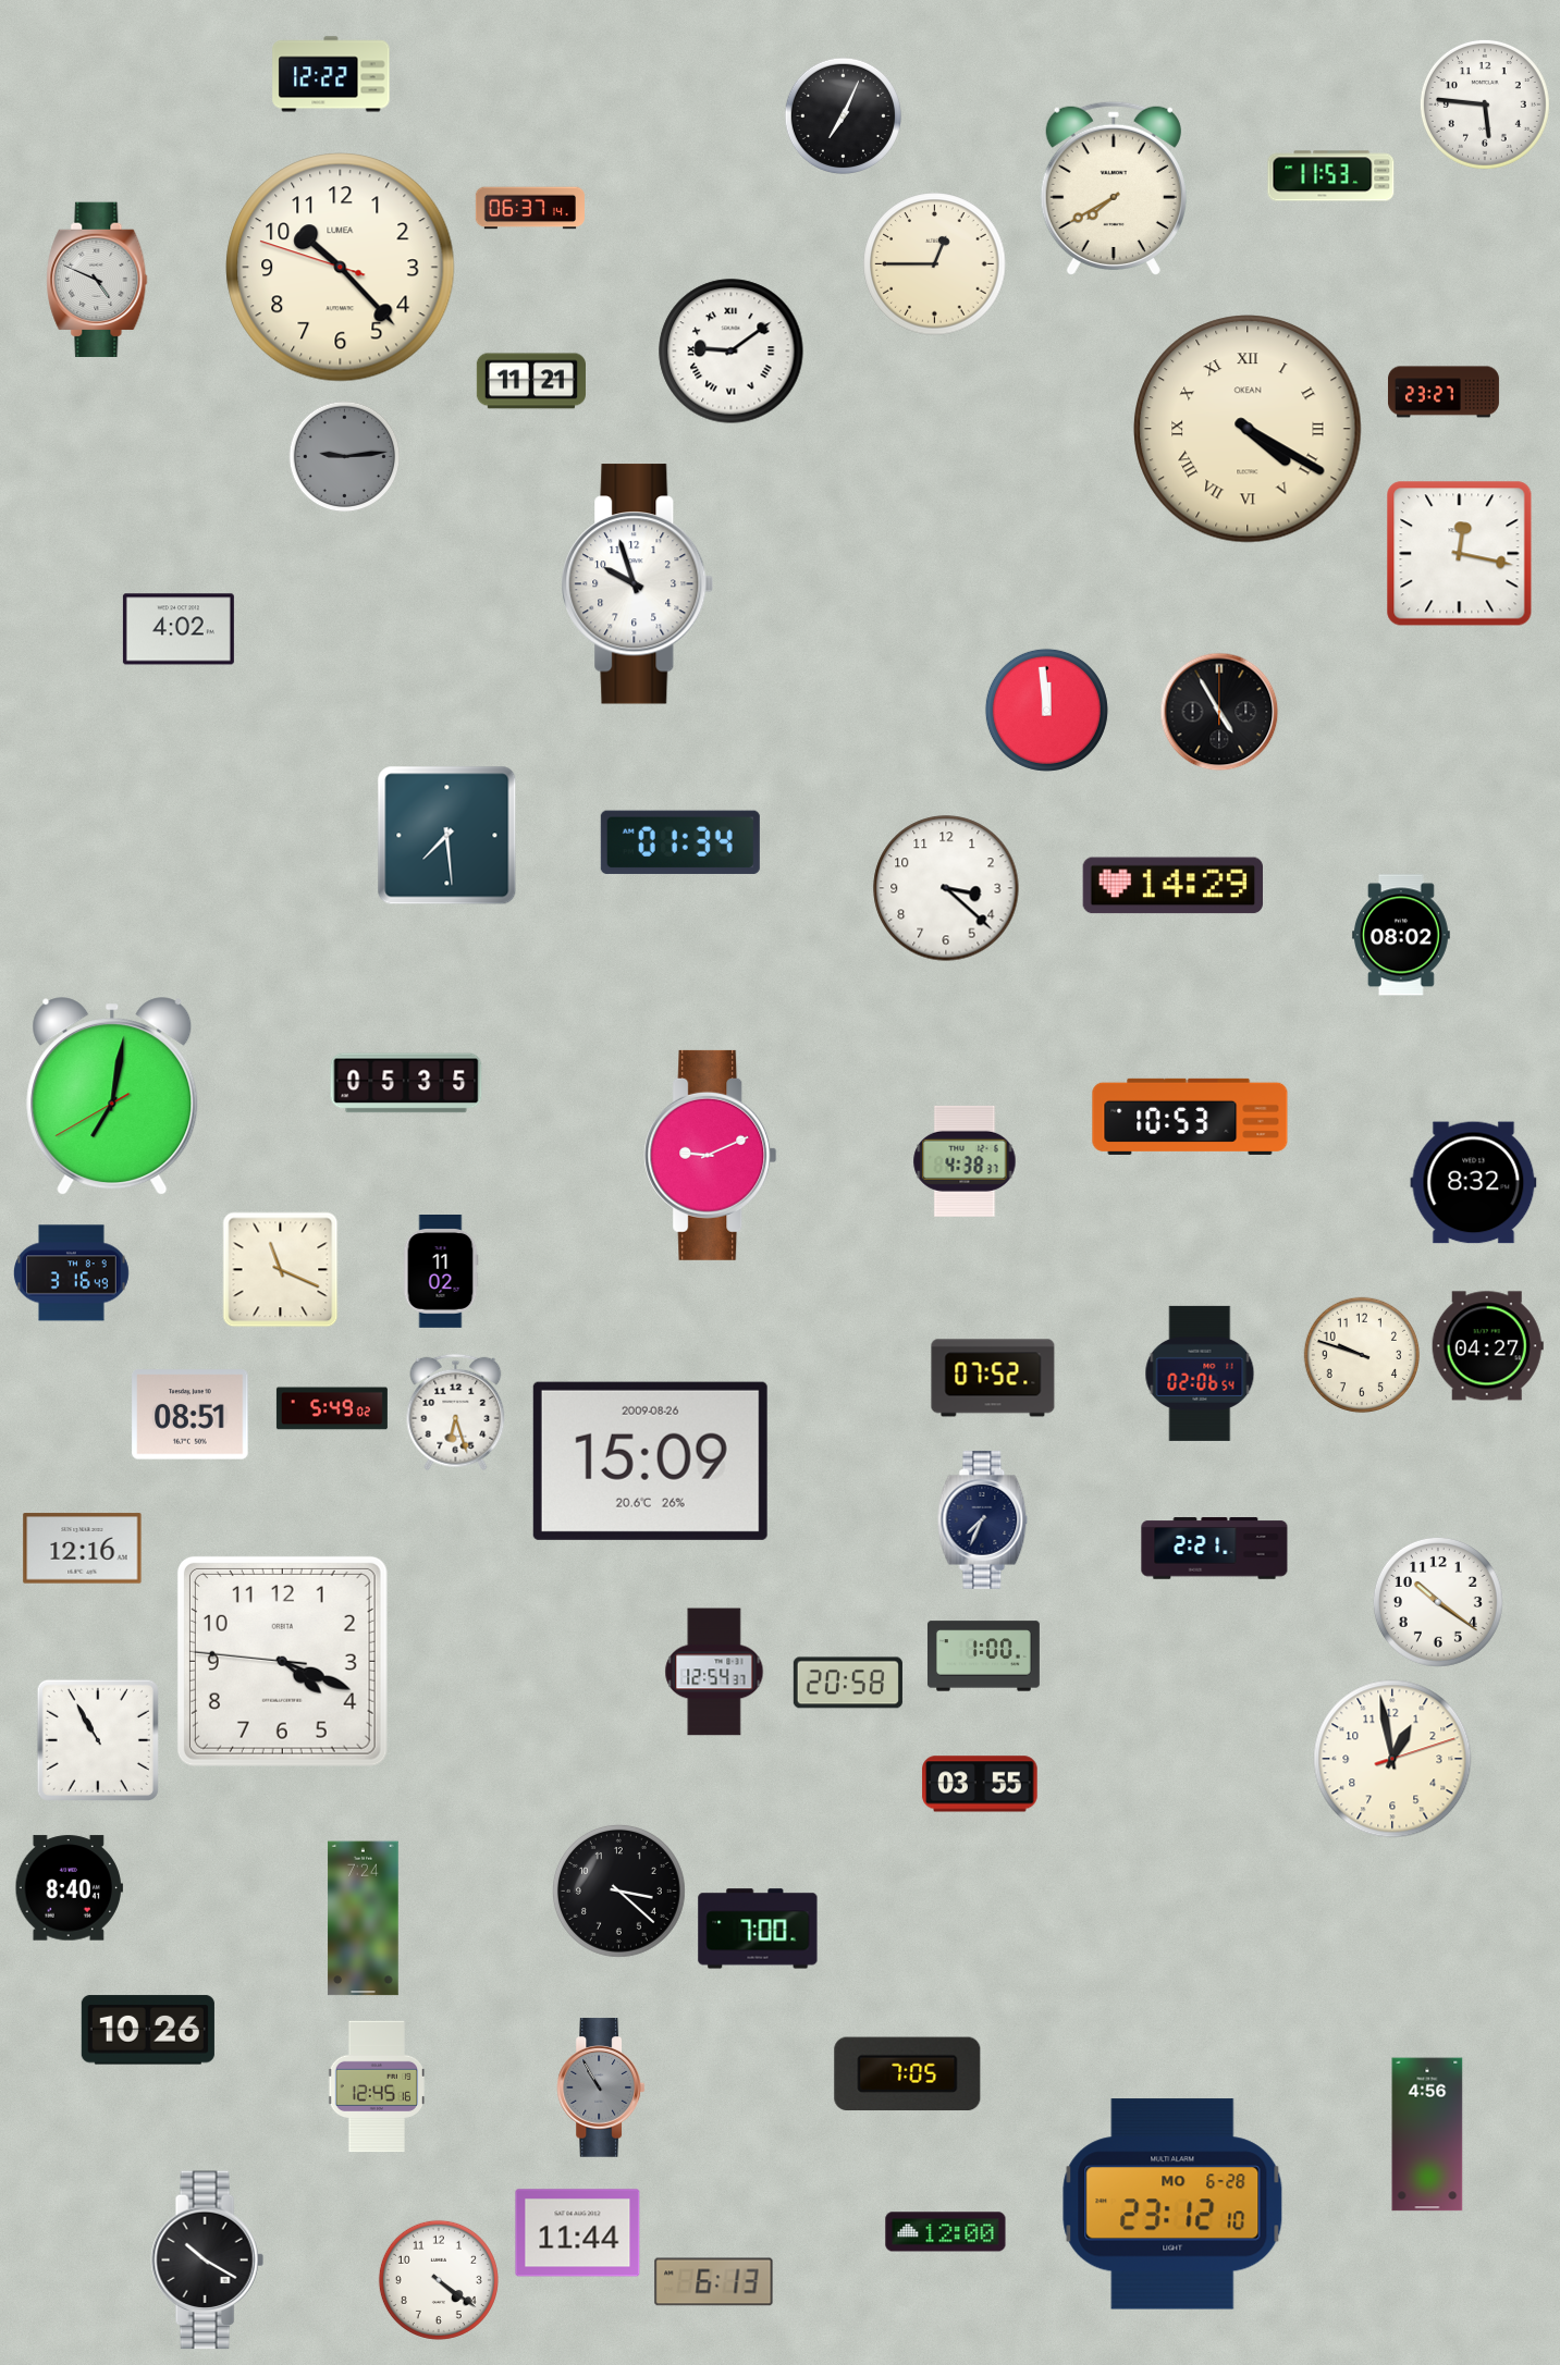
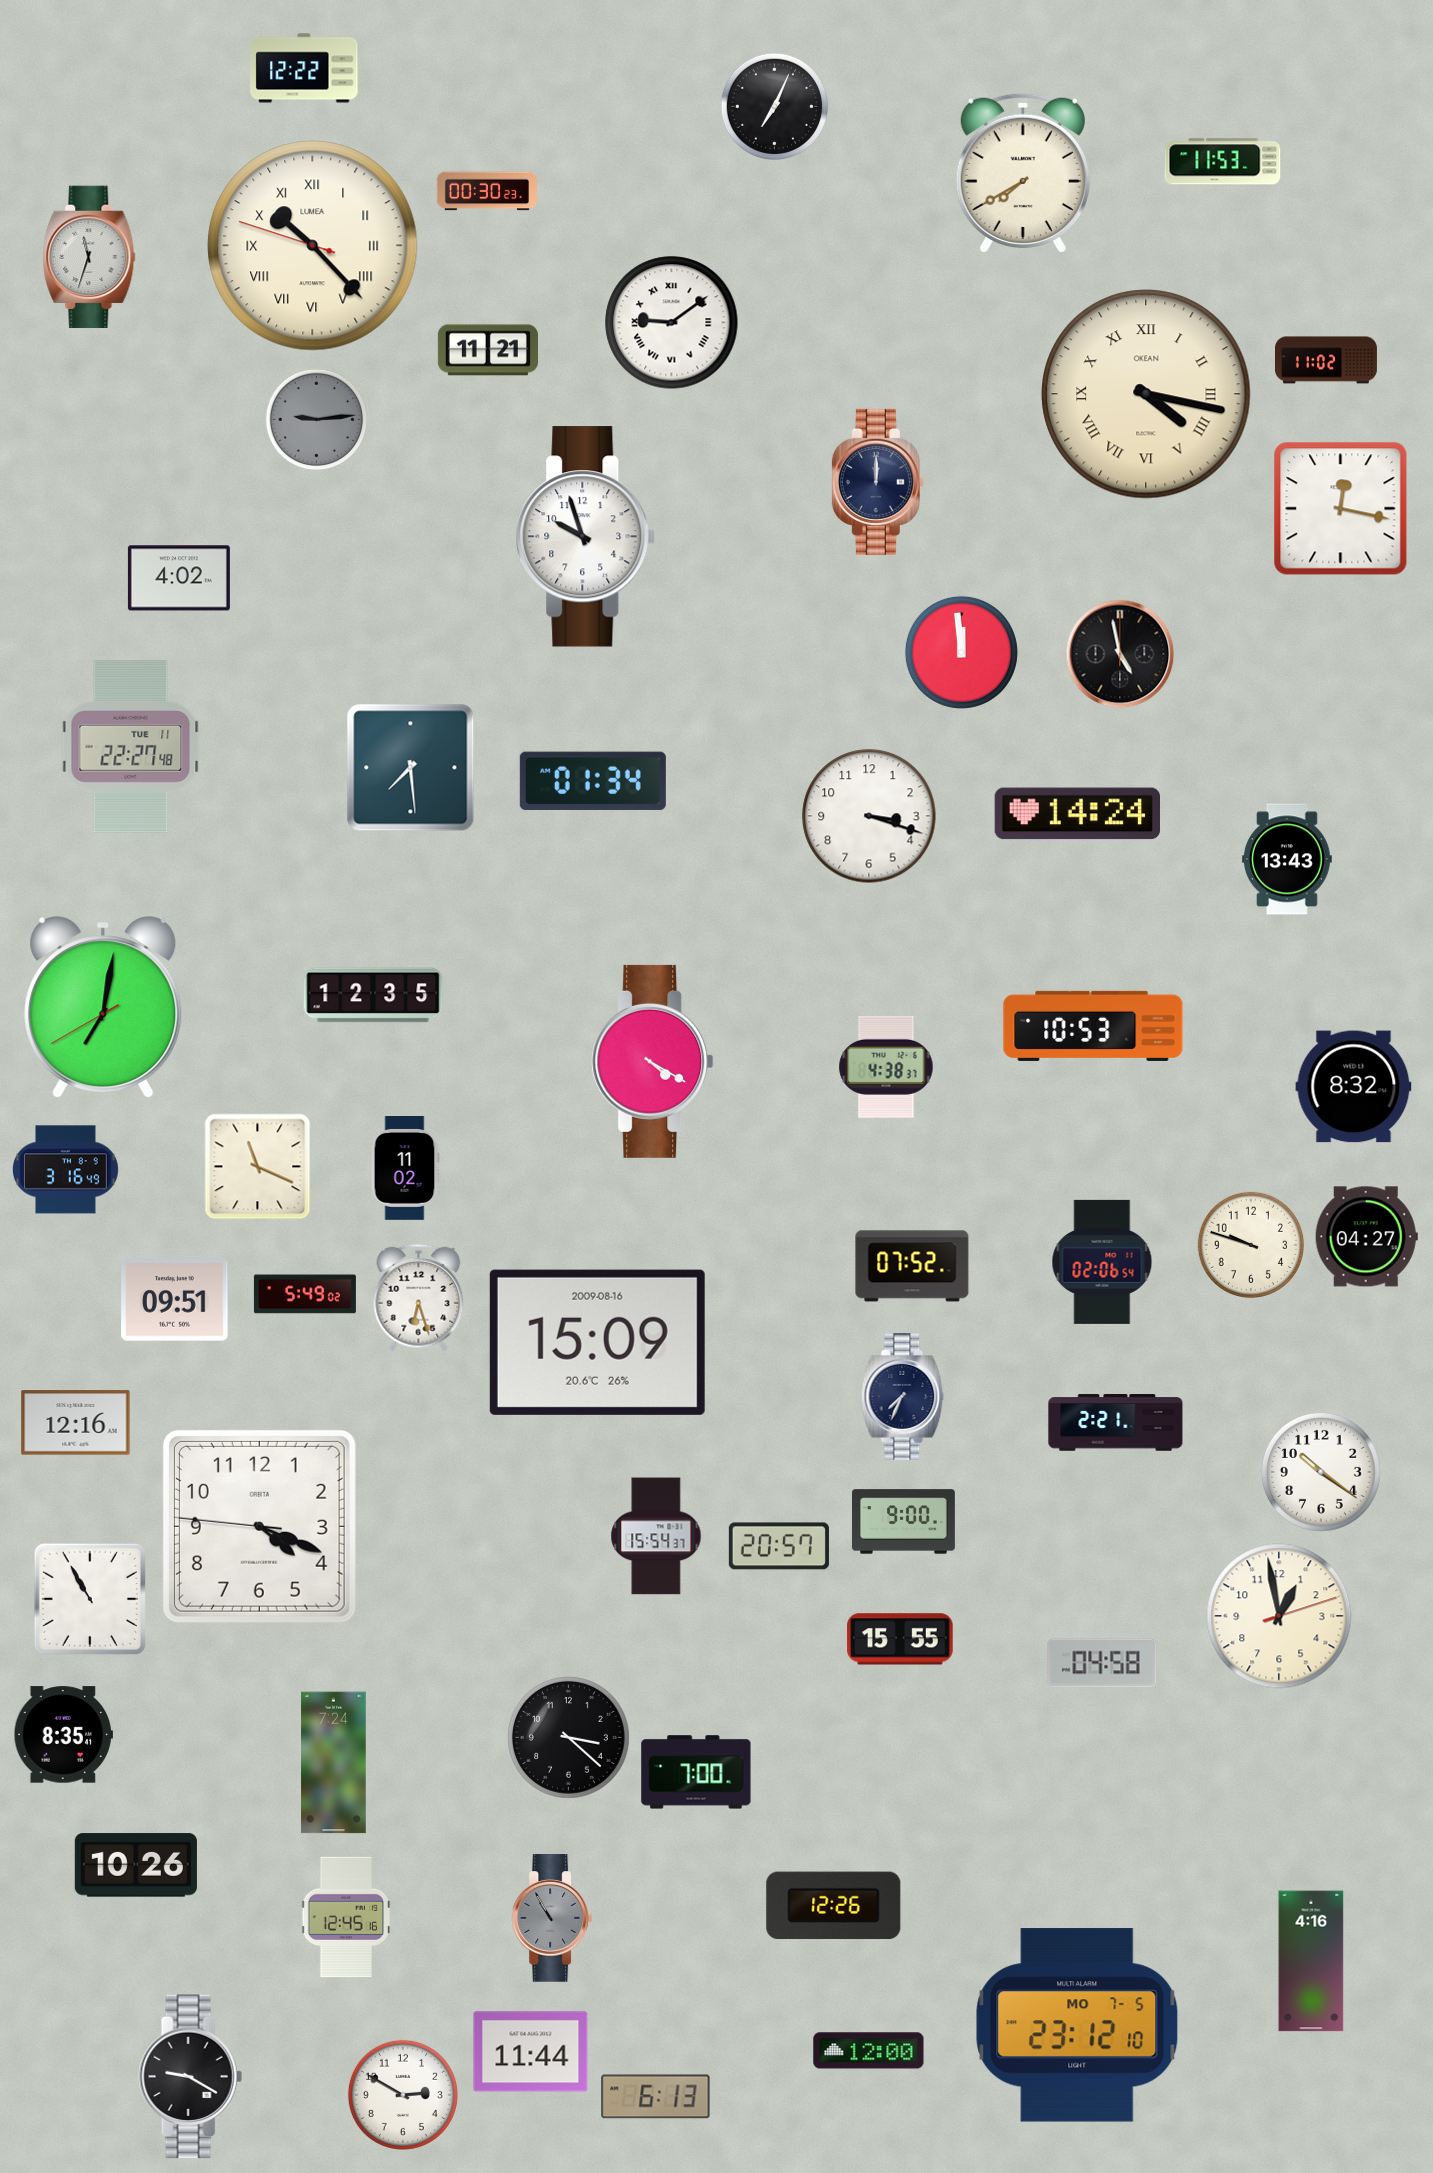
clock at (1485, 104): 5:46 -> none
clock at (530, 208): 06:37 -> 00:30
clock at (935, 264): 12:45 -> none
clock at (341, 268) numerals: Arabic -> Roman
clock at (97, 280): 4:49 -> 11:33
clock at (1444, 392): 23:27 -> 11:02
clock at (1248, 429): 4:20 -> 4:17
clock at (878, 482): none -> 12:00
clock at (179, 629) position: (179, 629) -> (179, 578)
clock at (1219, 712): 4:55 -> 4:58
clock at (131, 747): none -> 22:27
clock at (680, 842) position: (680, 842) -> (593, 781)
clock at (1172, 886): 14:29 -> 14:24
clock at (946, 888): 3:22 -> 3:18
clock at (1401, 935): 08:02 -> 13:43
clock at (406, 1083): 05:35 -> 12:35
clock at (711, 1155): 9:11 -> 4:20
clock at (191, 1415): 08:51 -> 09:51
clock at (650, 1461) date: 2009-08-26 -> 2009-08-16
clock at (983, 1656): 1:00 -> 9:00
clock at (714, 1672): 12:54 -> 15:54
clock at (848, 1683): 20:58 -> 20:57
clock at (980, 1784): 03:55 -> 15:55
clock at (1102, 1663): none -> 04:58
clock at (69, 1888): 8:40 -> 8:35
clock at (908, 2074): 7:05 -> 12:26
clock at (1427, 2134): 4:56 -> 4:16
clock at (1172, 2204) date: MO 6-28 -> MO 7-5
clock at (207, 2261): 10:20 -> 9:20
clock at (439, 2280): 4:21 -> 2:50
